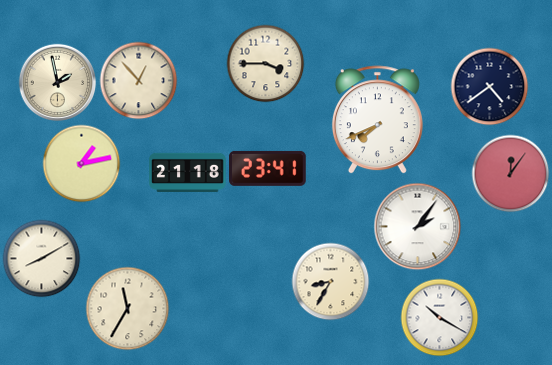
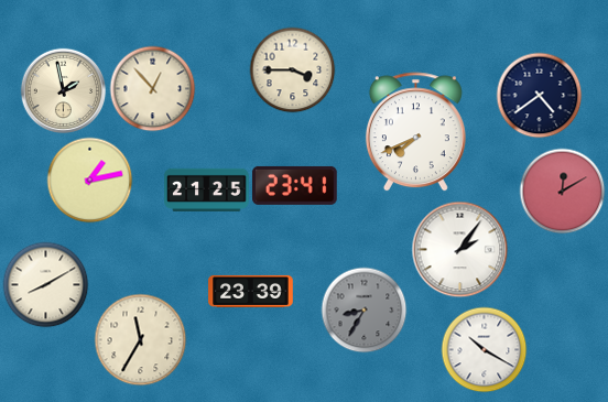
clock at (188, 172): 21:18 -> 21:25
clock at (510, 173): 12:06 -> 12:10
clock at (251, 291): none -> 23:39
clock at (330, 281) dial: cream -> grey
